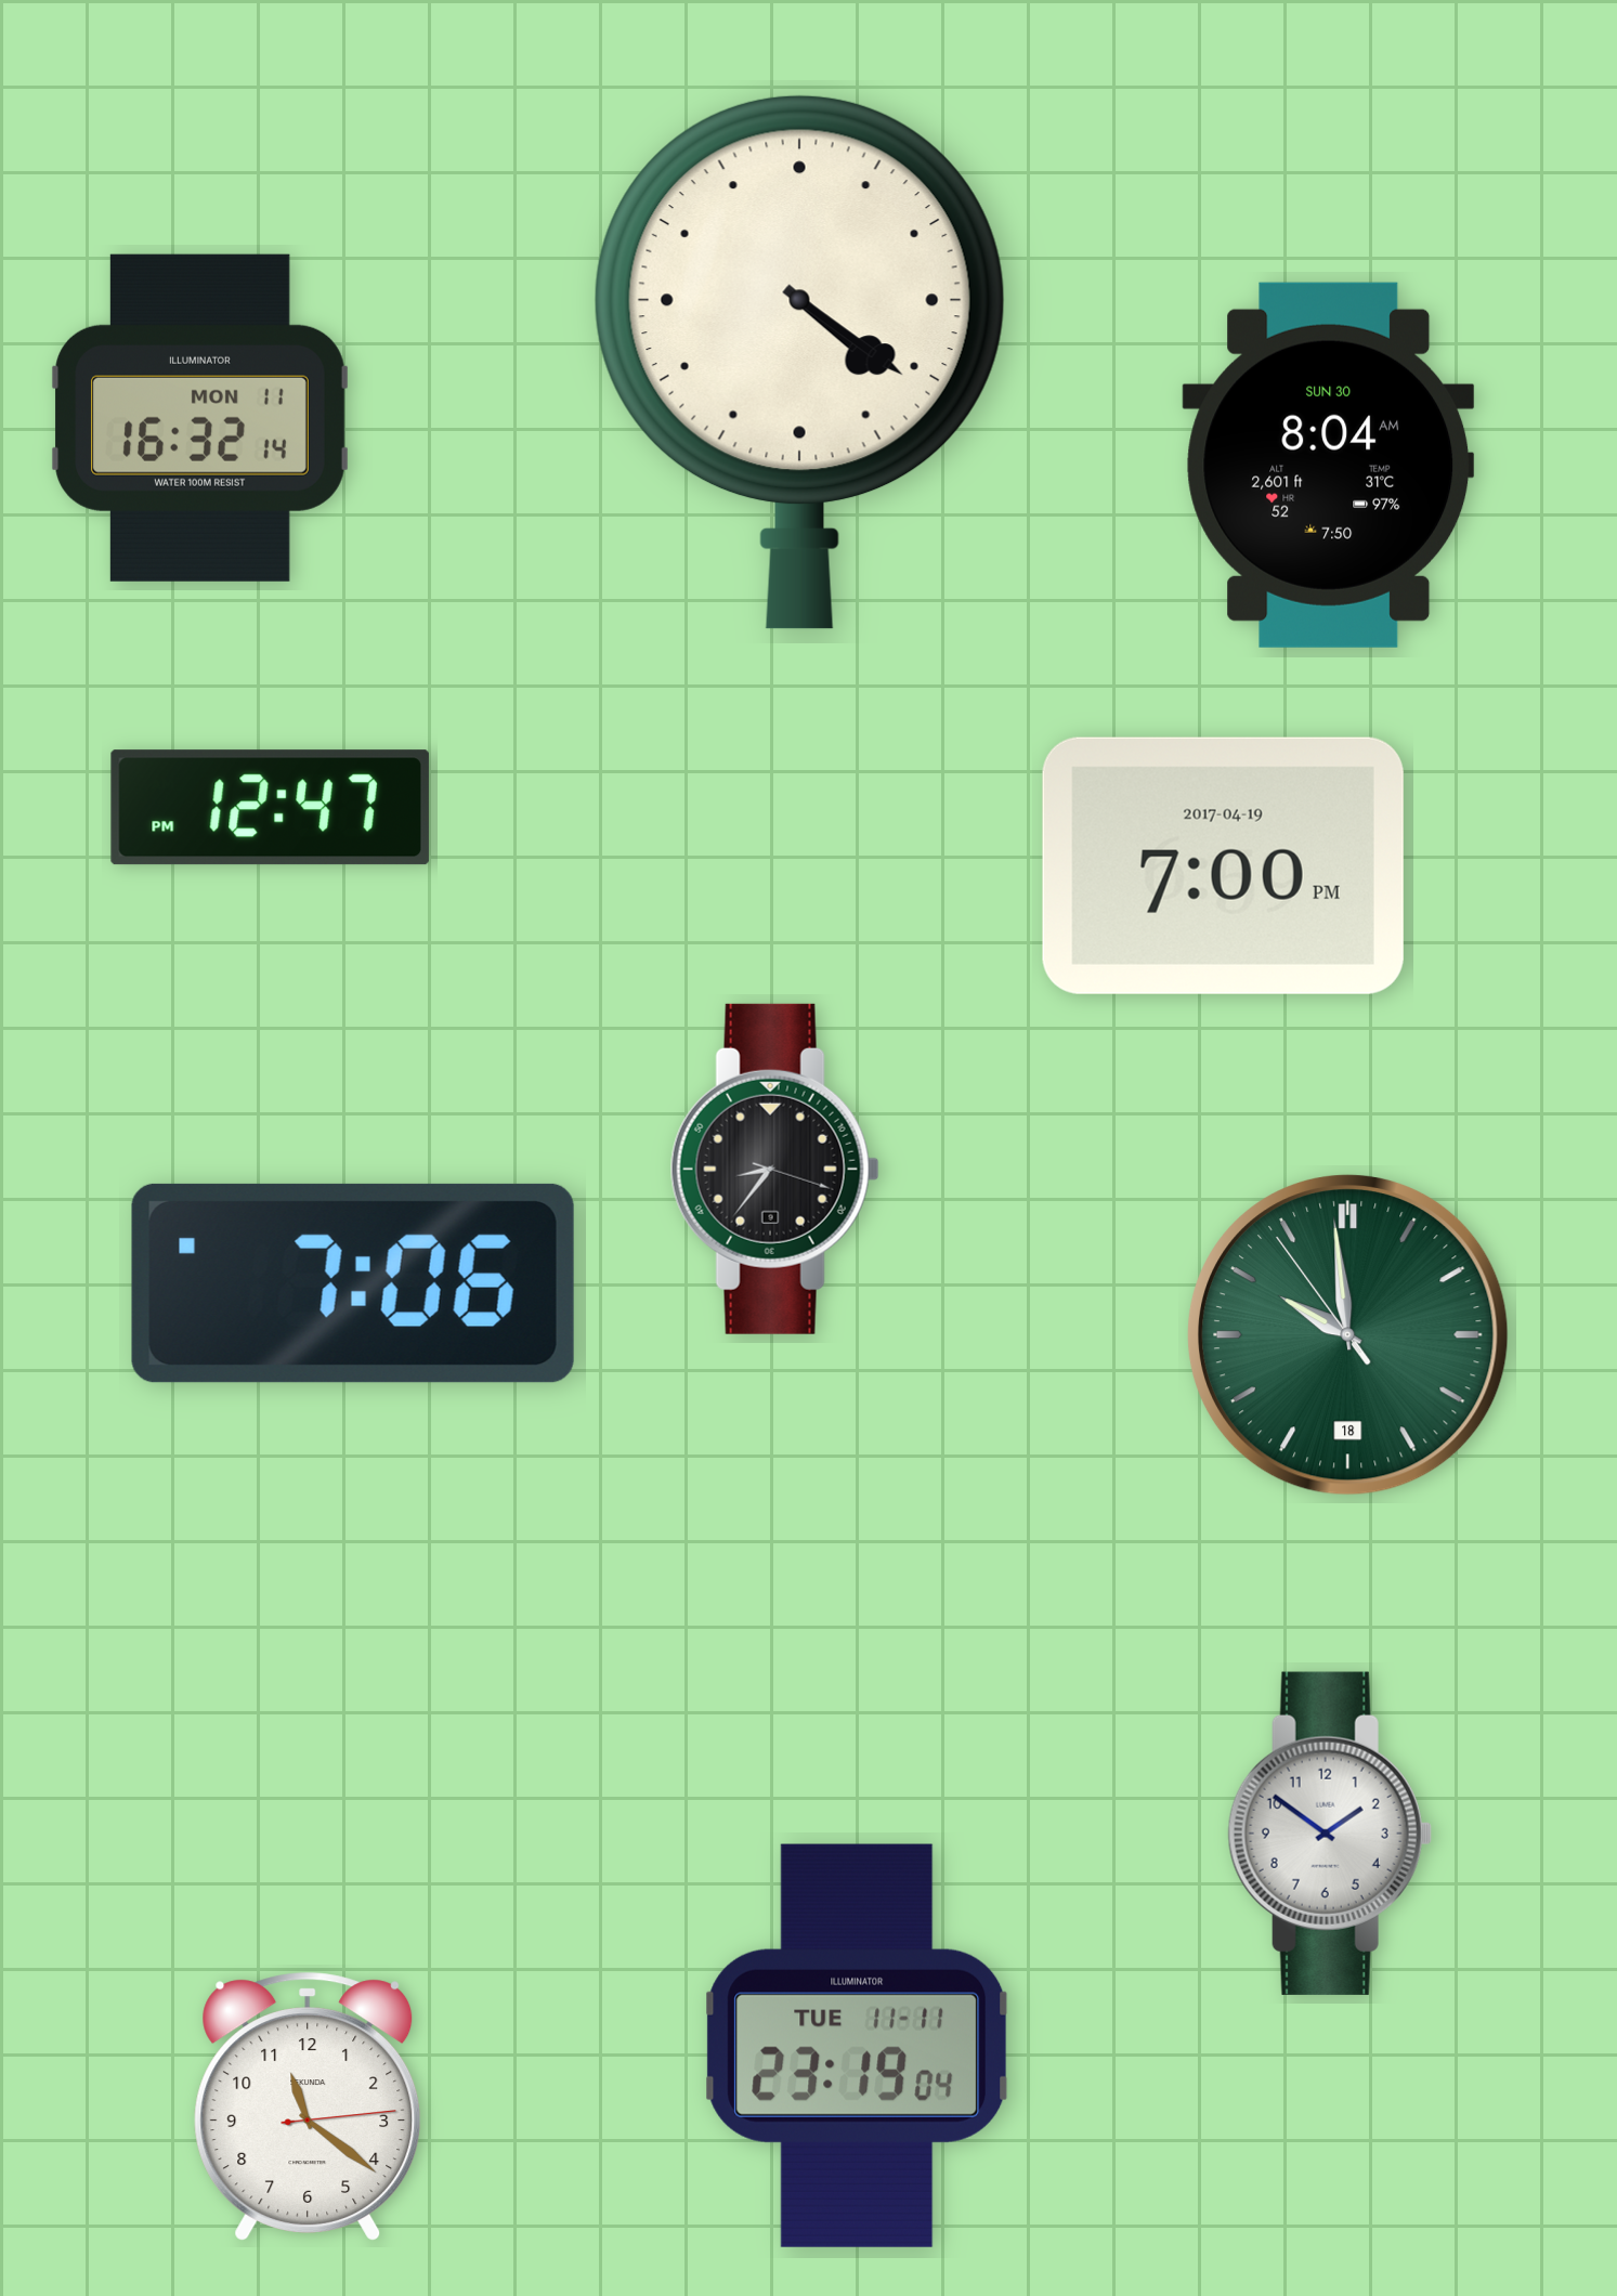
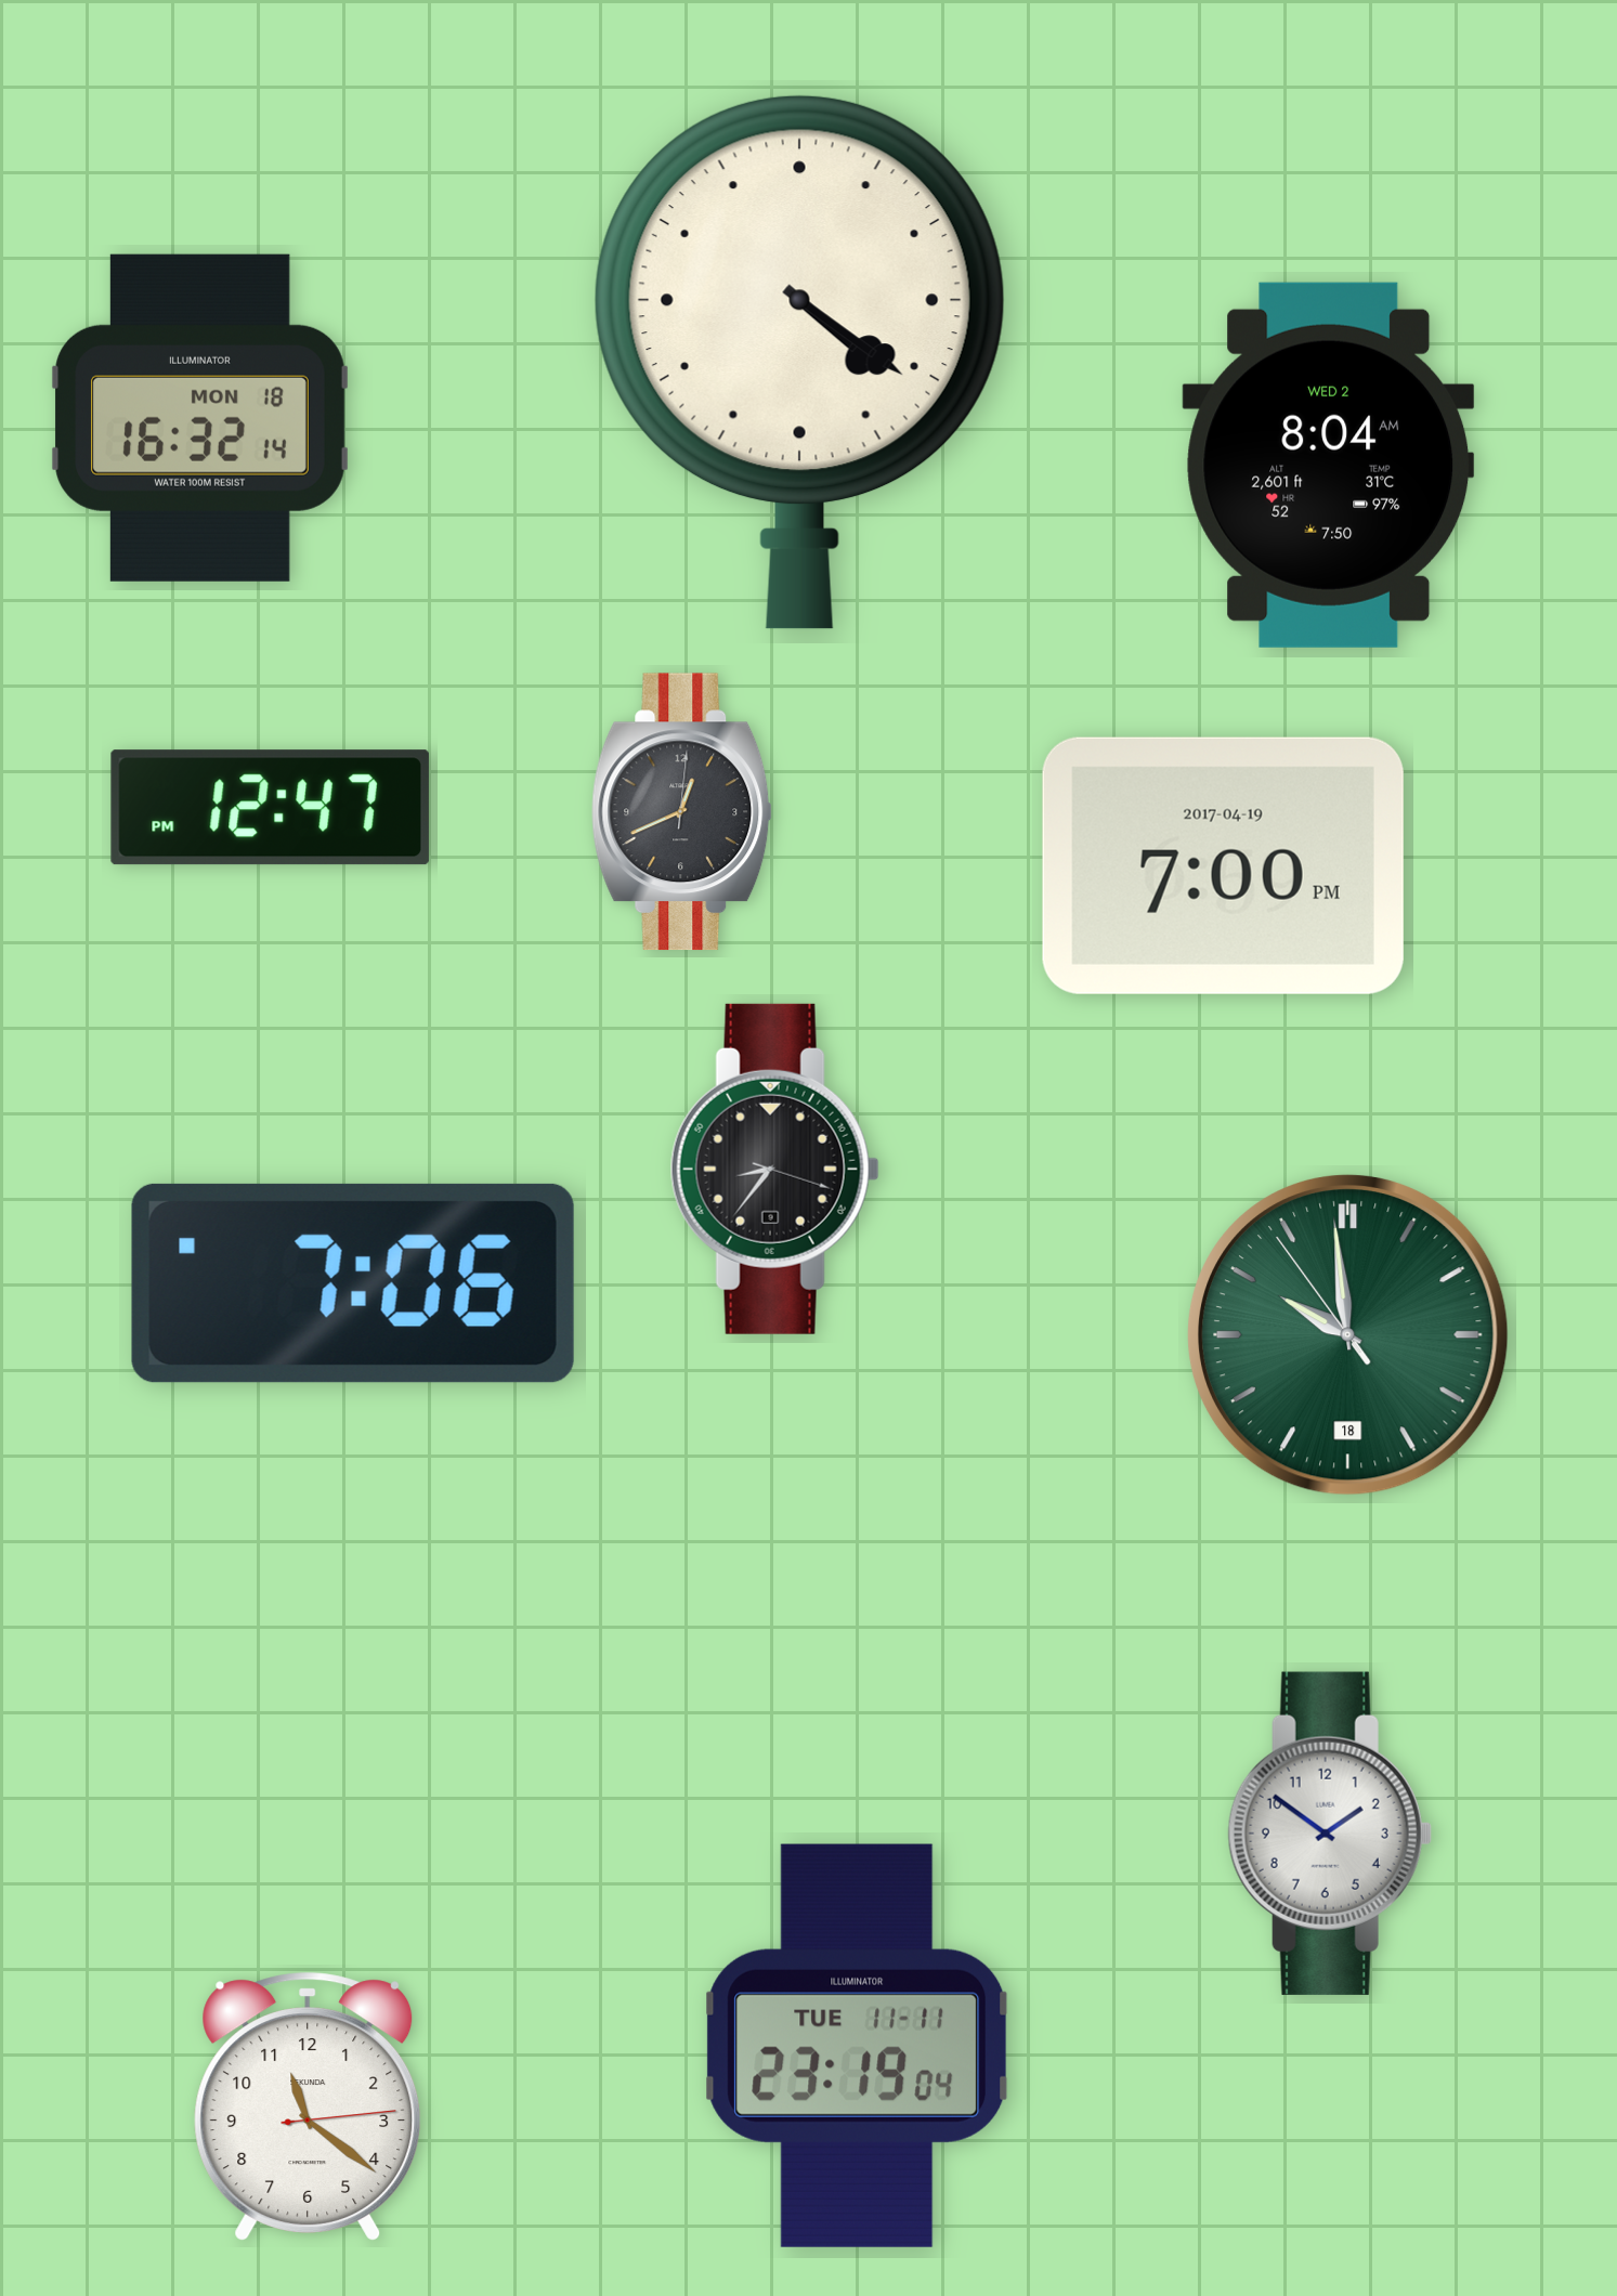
clock at (200, 418) date: MON 11 -> MON 18
clock at (1329, 465) date: SUN 30 -> WED 2
clock at (682, 812): none -> 12:41
